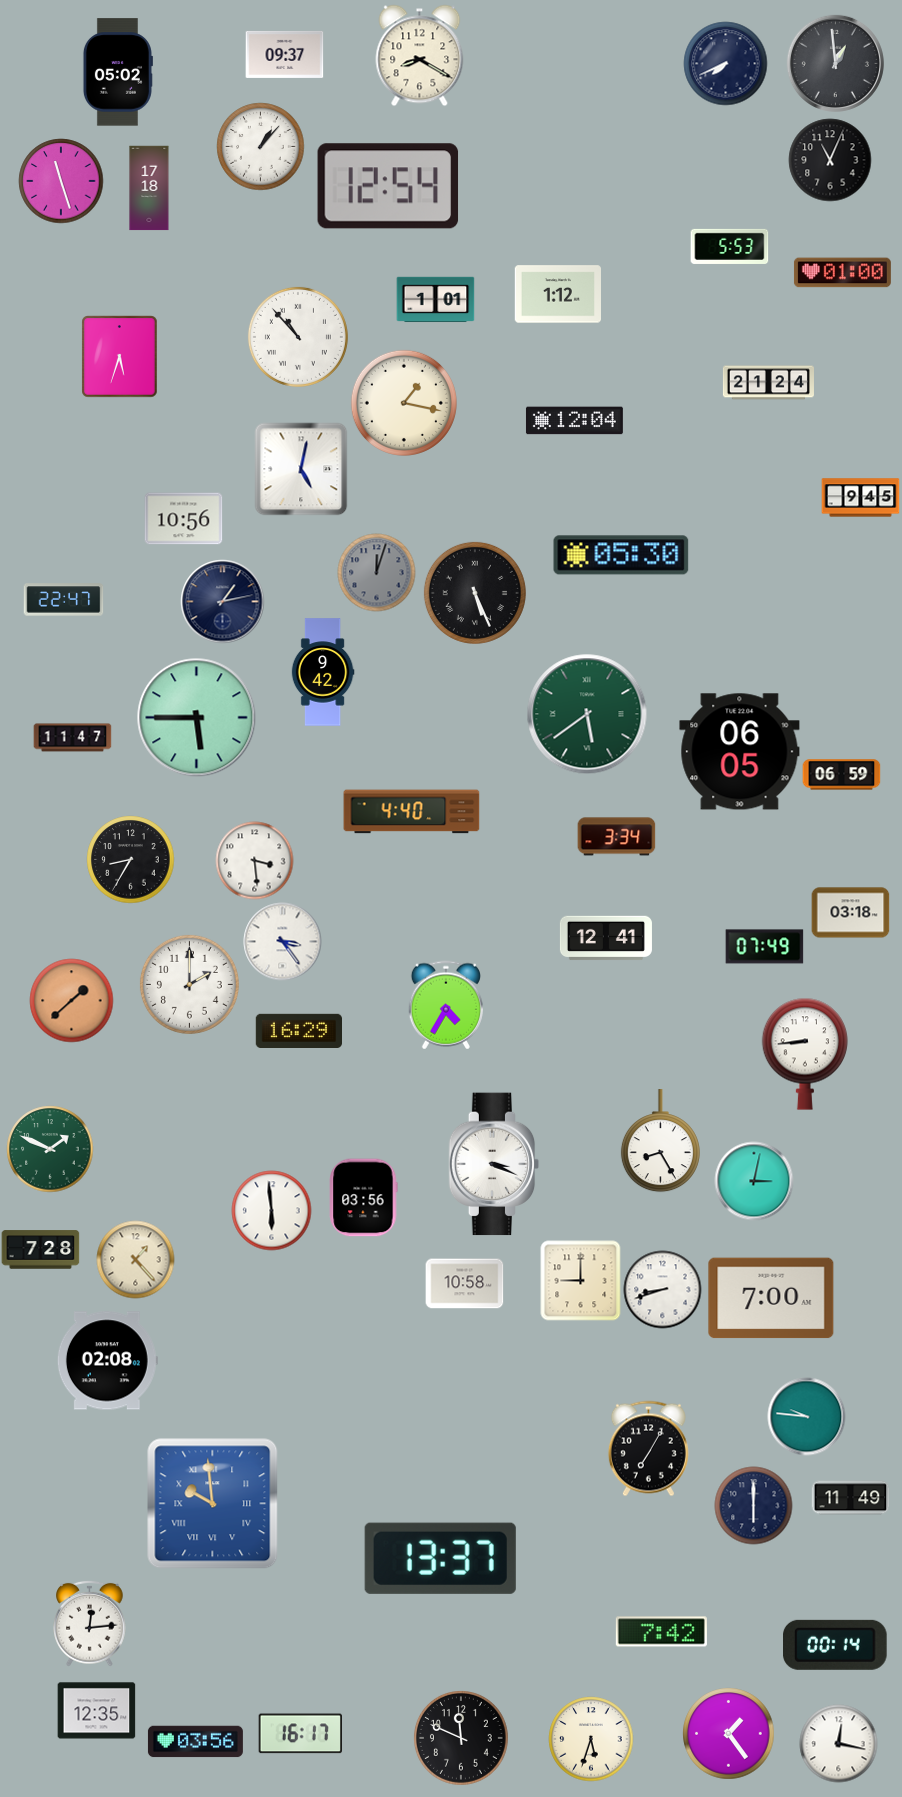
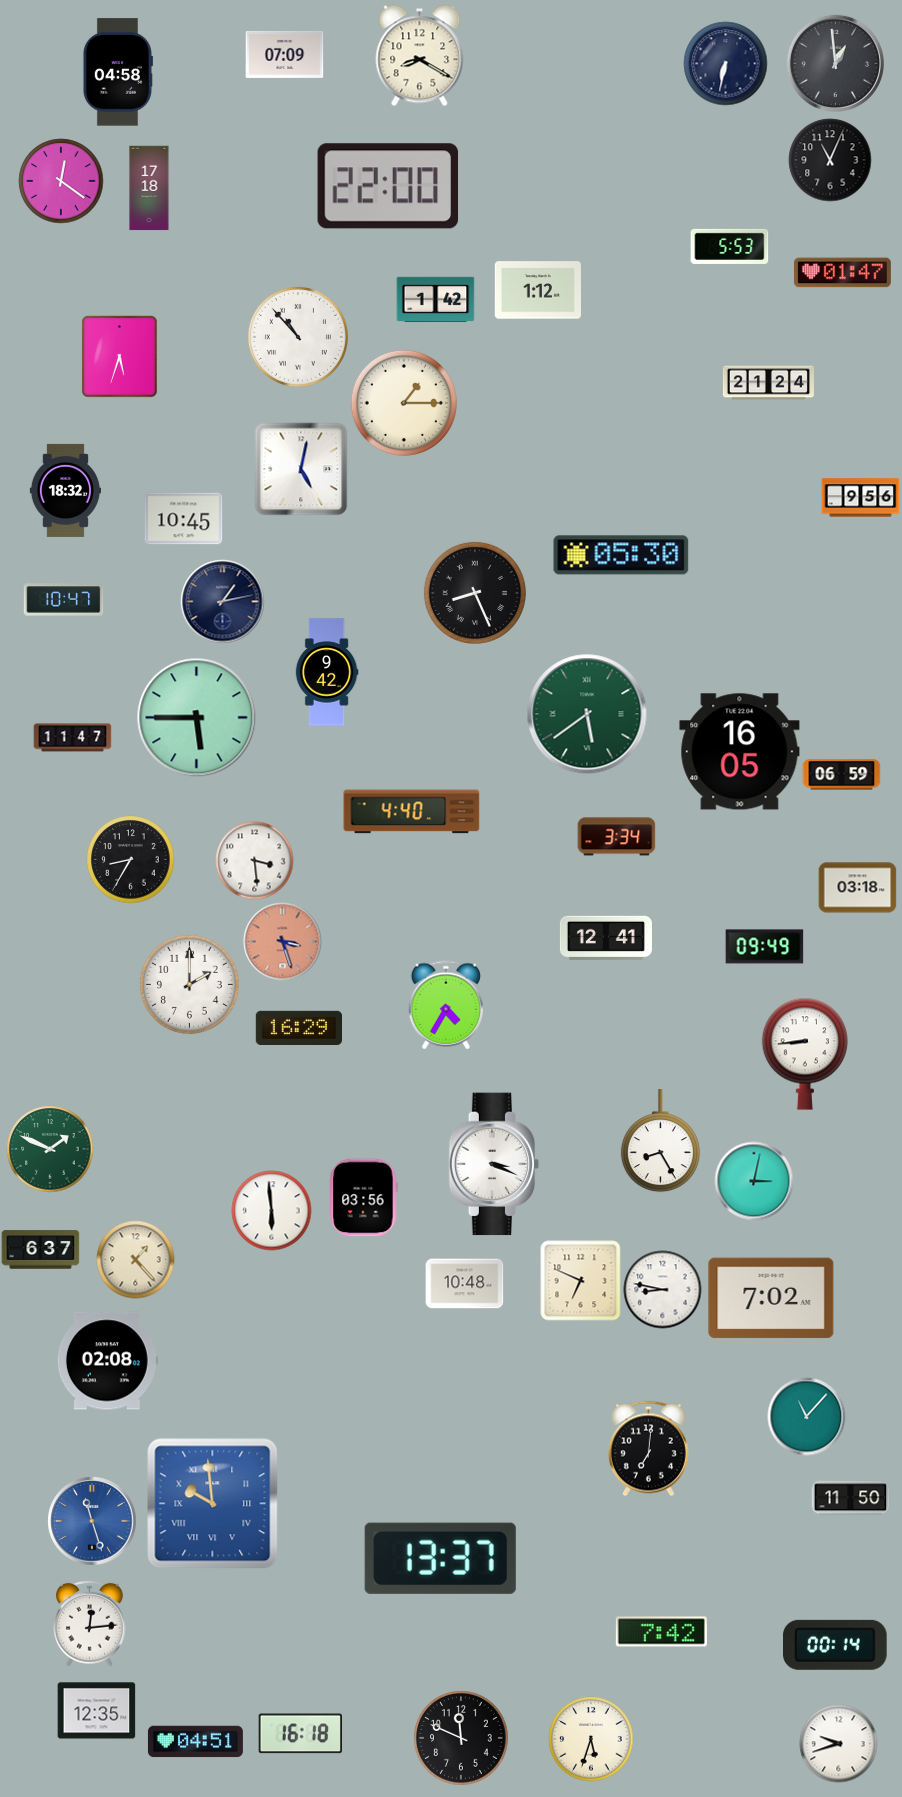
clock at (284, 54): 09:37 -> 07:09
clock at (725, 63): 7:41 -> 6:32
clock at (117, 72): 05:02 -> 04:58
clock at (260, 146): 1:07 -> none
clock at (61, 181): 11:27 -> 12:21
clock at (388, 186): 12:54 -> 22:00
clock at (842, 273): 01:00 -> 01:47
clock at (557, 294) position: (557, 294) -> (537, 290)
clock at (435, 300): 1:01 -> 1:42
clock at (404, 403): 1:17 -> 1:15
clock at (574, 421): 12:04 -> none
clock at (65, 490): none -> 18:32
clock at (860, 498): 9:45 -> 9:56
clock at (183, 519): 10:56 -> 10:45
clock at (376, 572): 12:03 -> none
clock at (475, 593): 5:26 -> 8:26
clock at (63, 600): 22:47 -> 10:47
clock at (323, 672) position: (323, 672) -> (327, 672)
clock at (740, 752): 06:05 -> 16:05
clock at (850, 913) position: (850, 913) -> (857, 888)
clock at (282, 941): 3:24 -> 3:27
clock at (282, 941) dial: white -> salmon
clock at (764, 947): 07:49 -> 09:49
clock at (71, 1000): 1:38 -> none
clock at (298, 1030) position: (298, 1030) -> (298, 1027)
clock at (40, 1250): 7:28 -> 6:37
clock at (580, 1280): 9:00 -> 6:49
clock at (464, 1284): 10:58 -> 10:48
clock at (662, 1289): 8:42 -> 8:47
clock at (771, 1298): 7:00 -> 7:02
clock at (806, 1416): 9:46 -> 11:07
clock at (648, 1448): 7:05 -> 7:01
clock at (850, 1498): 11:49 -> 11:50
clock at (753, 1505): 6:00 -> none
clock at (92, 1521): none -> 11:27
clock at (728, 1733): 1:24 -> none
clock at (300, 1734): 16:17 -> 16:18
clock at (195, 1742): 03:56 -> 04:51
clock at (838, 1743): 12:17 -> 9:42
